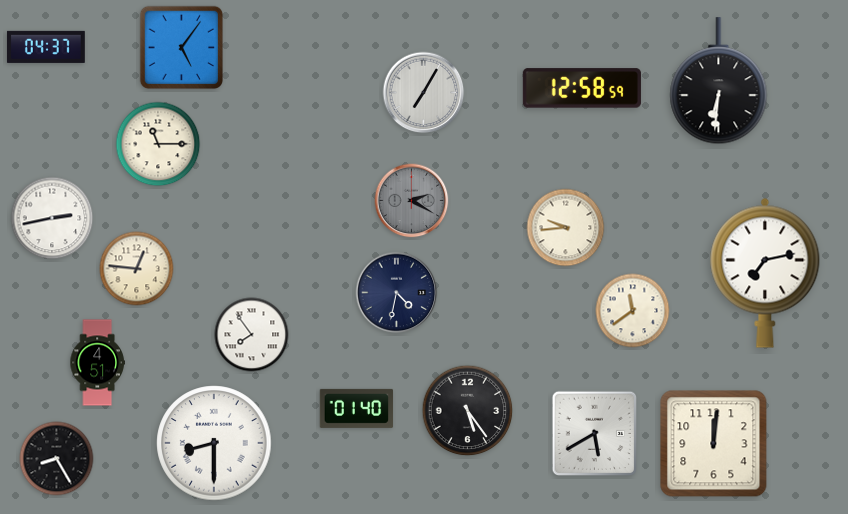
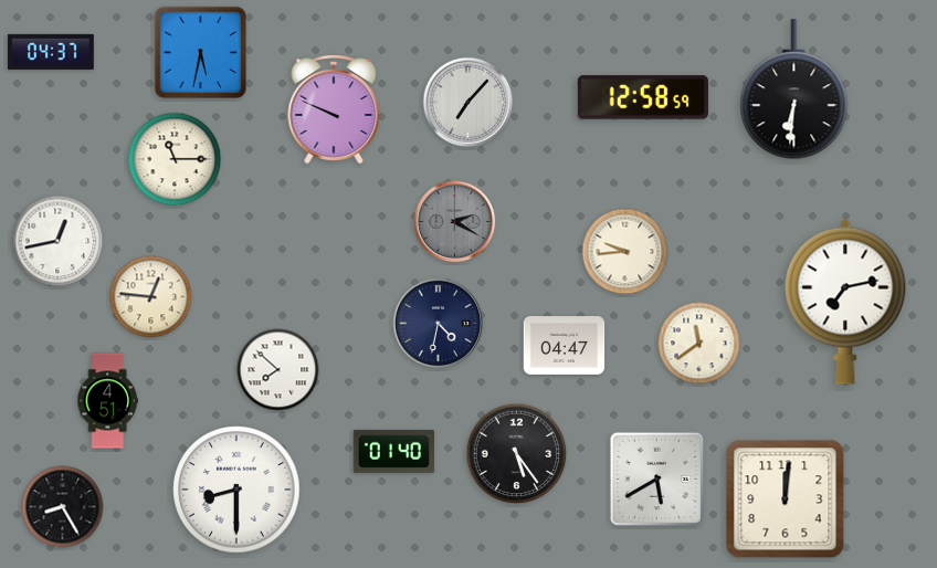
clock at (182, 48): 5:06 -> 5:32
clock at (424, 93): 7:05 -> 7:07
clock at (334, 111): none -> 9:49
clock at (52, 218): 2:43 -> 12:43
clock at (565, 346): none -> 04:47
clock at (252, 335): 7:54 -> 7:52
clock at (714, 444) position: (714, 444) -> (786, 499)
